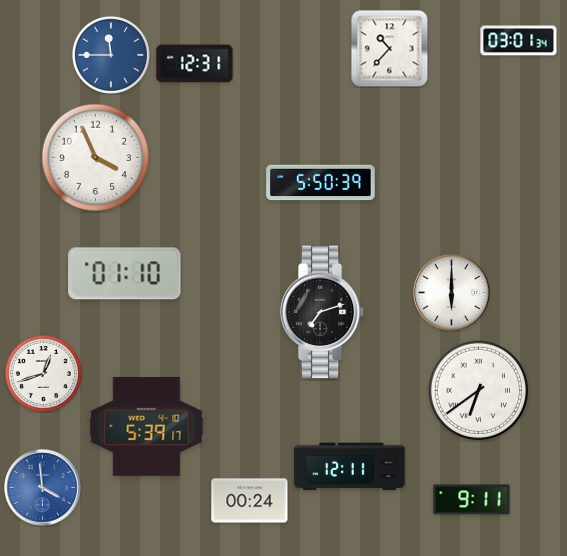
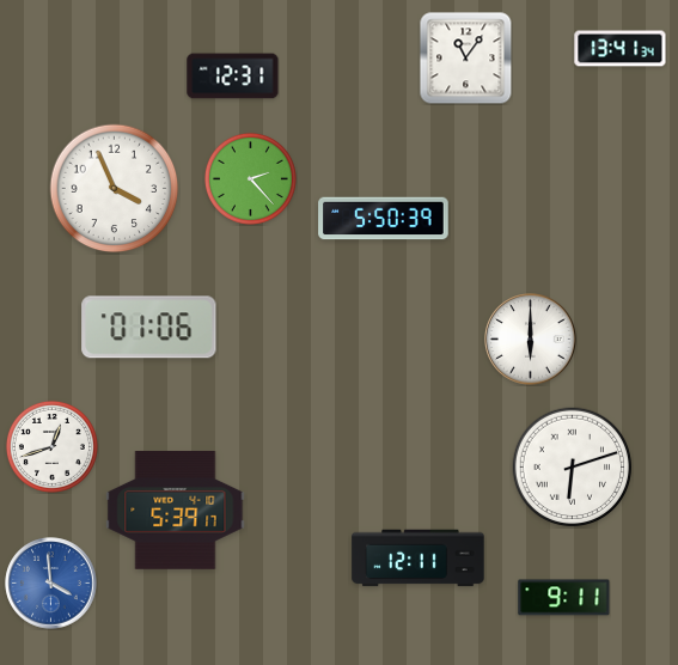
clock at (519, 41): 03:01 -> 13:41
clock at (389, 48): 10:37 -> 11:06
clock at (111, 55): 11:45 -> none
clock at (250, 178): none -> 2:23
clock at (125, 274): 01:10 -> 01:06
clock at (452, 293) position: (452, 293) -> (531, 340)
clock at (322, 312): 7:12 -> none
clock at (479, 391): 6:39 -> 6:12
clock at (250, 501): 00:24 -> none
